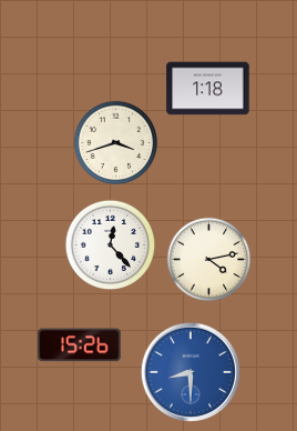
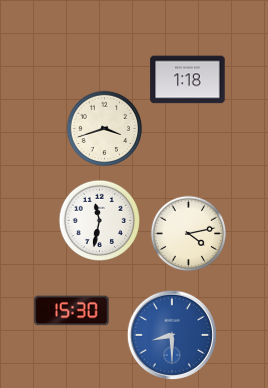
clock at (111, 245): 12:23 -> 11:32
clock at (80, 345): 15:26 -> 15:30
